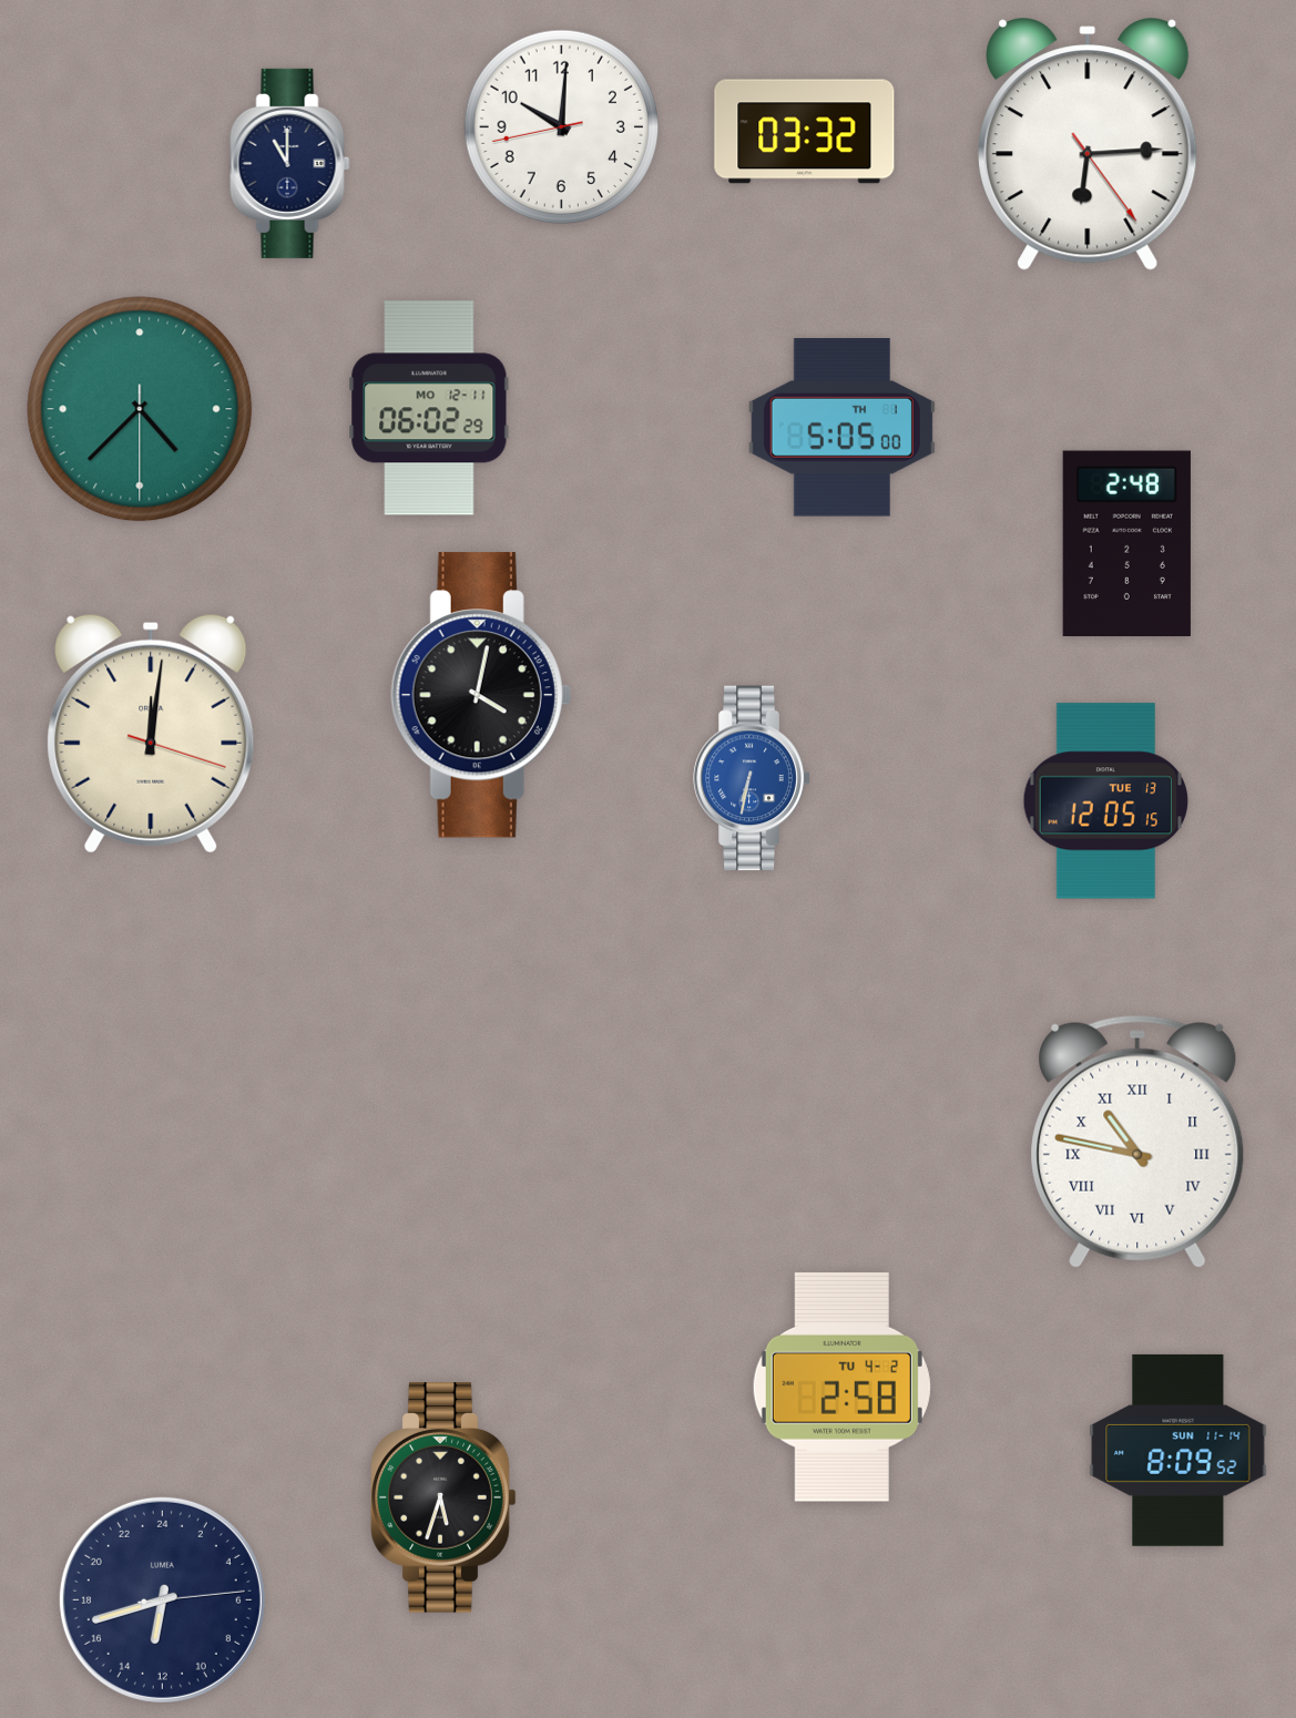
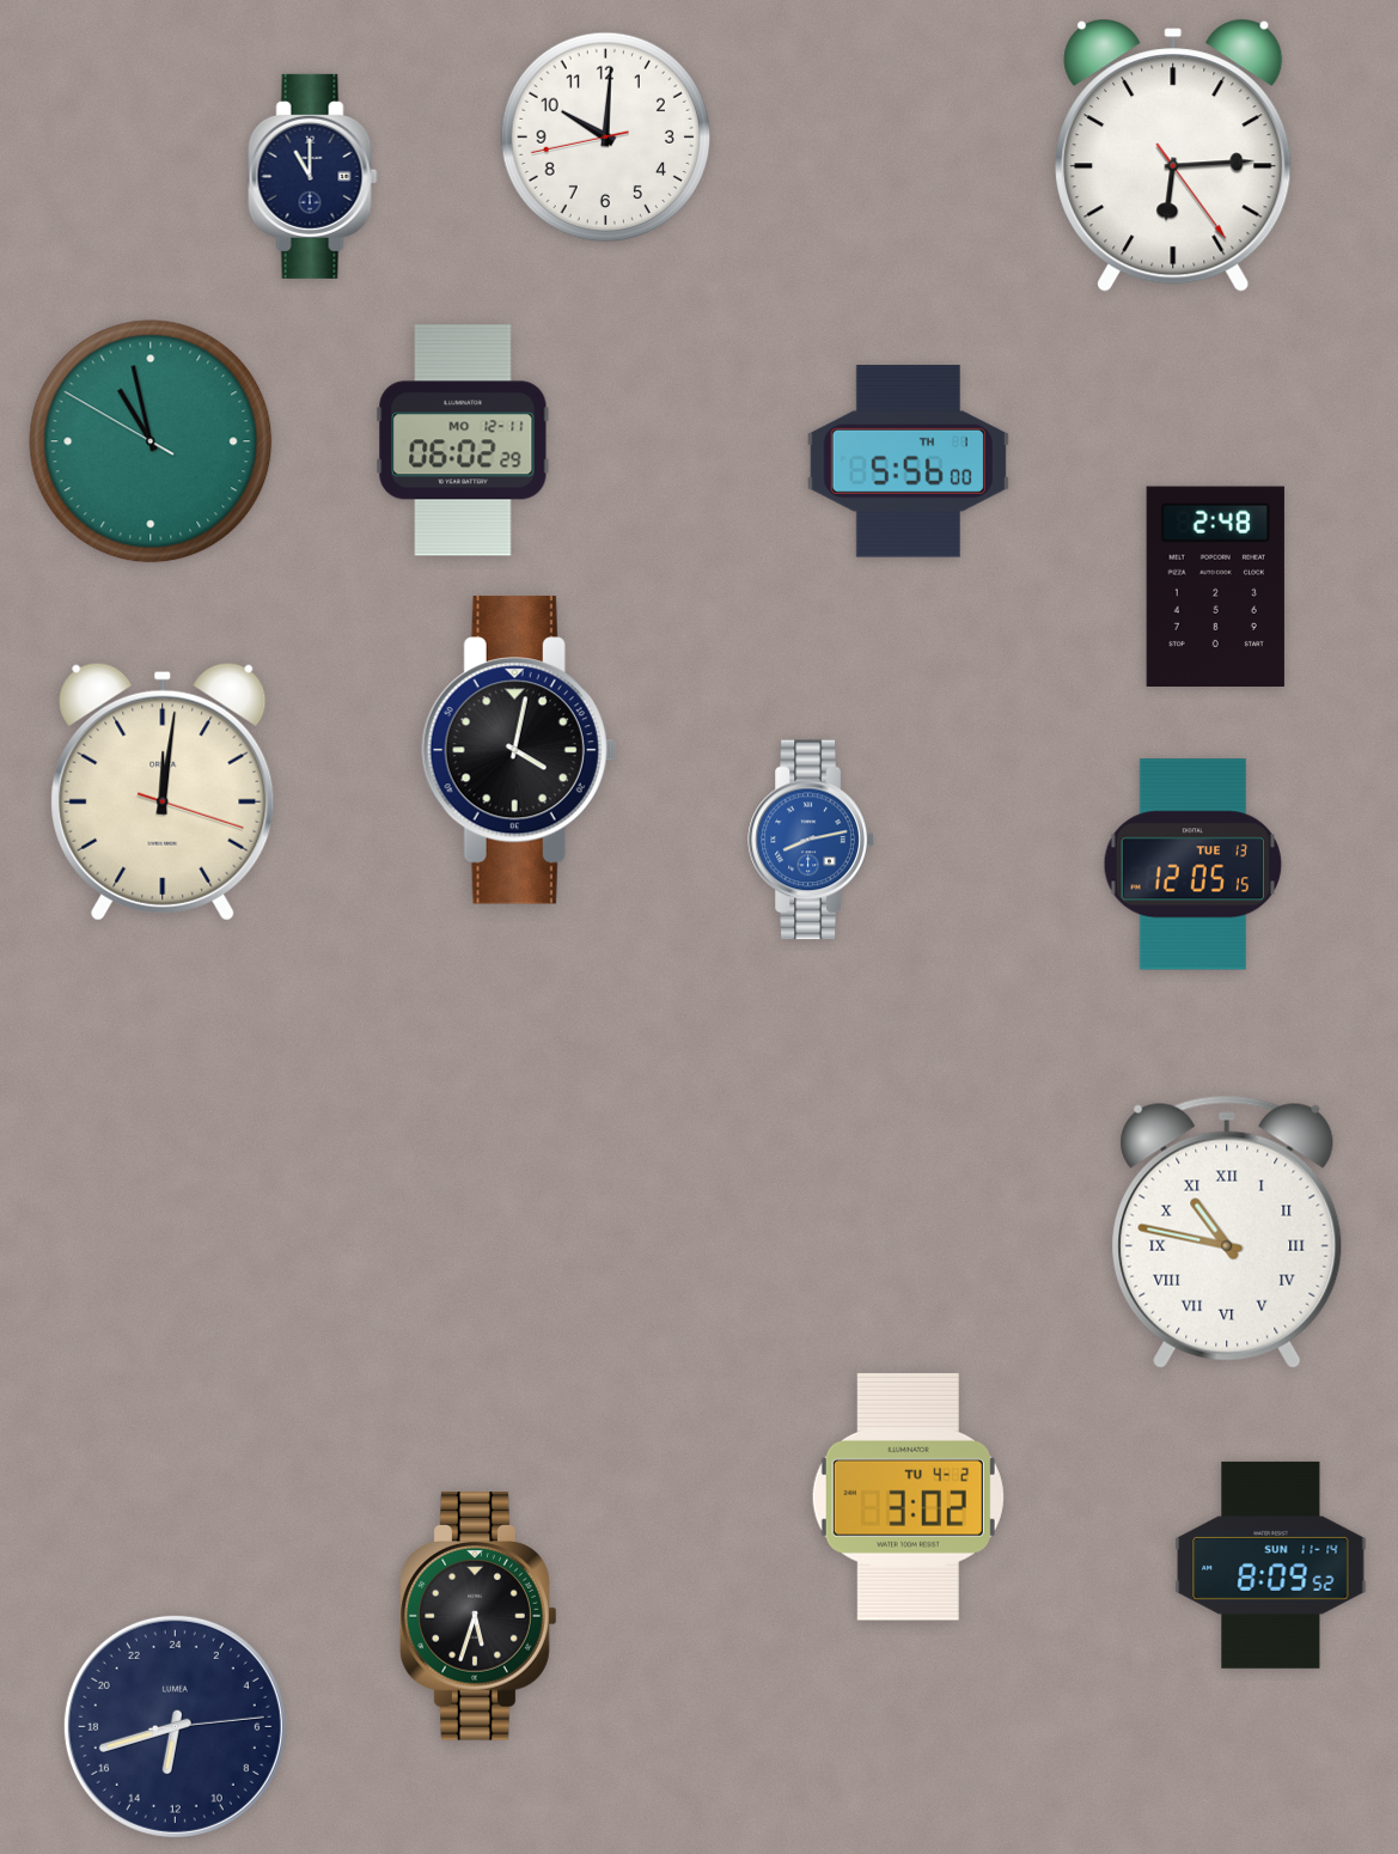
clock at (805, 132): 03:32 -> none
clock at (140, 409): 4:37 -> 10:57
clock at (841, 428): 5:05 -> 5:56
clock at (752, 778): 6:32 -> 8:13
clock at (841, 1387): 2:58 -> 3:02
